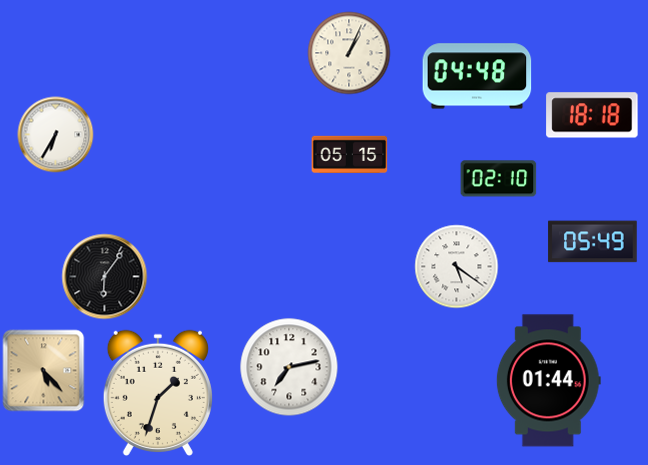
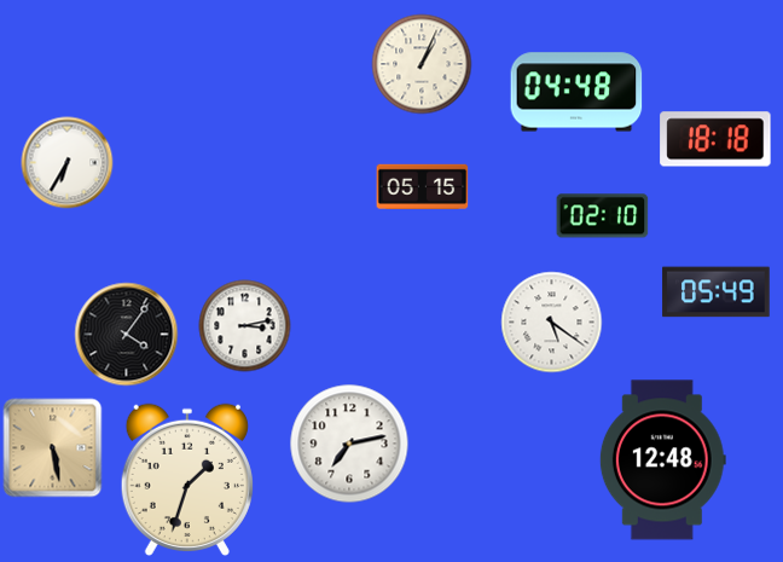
clock at (245, 326): none -> 3:13
clock at (105, 277): 6:06 -> 4:06
clock at (44, 371): 5:23 -> 5:28
clock at (548, 381): 01:44 -> 12:48
clock at (158, 392) position: (158, 392) -> (187, 479)
